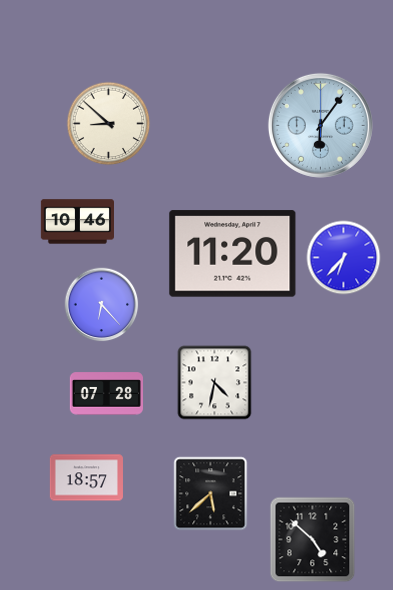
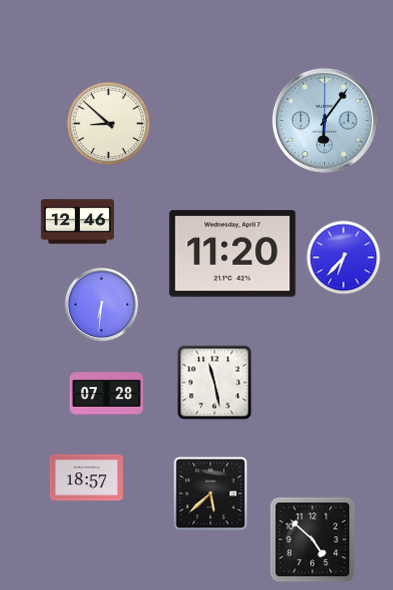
clock at (320, 125) position: (320, 125) -> (324, 120)
clock at (77, 222): 10:46 -> 12:46
clock at (102, 305): 6:23 -> 6:31
clock at (215, 383): 4:32 -> 11:28
